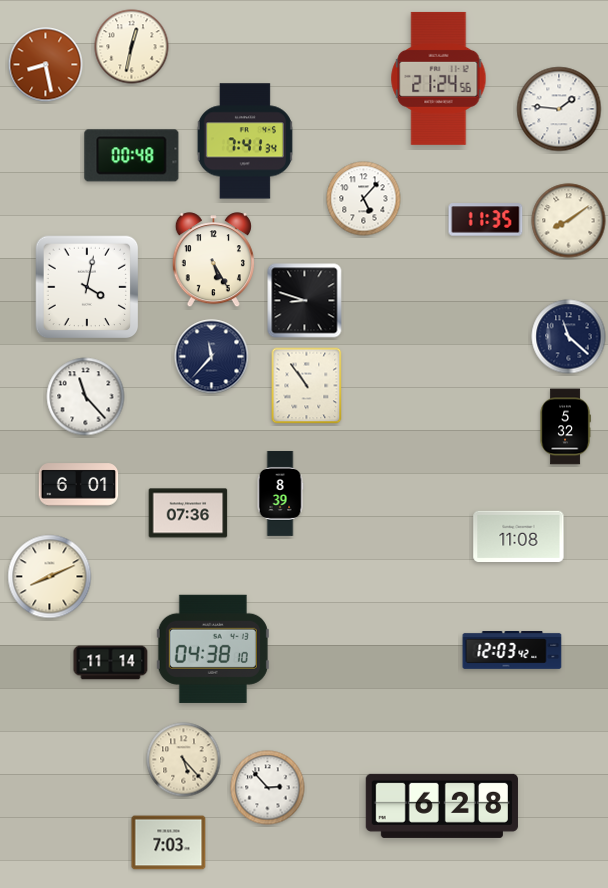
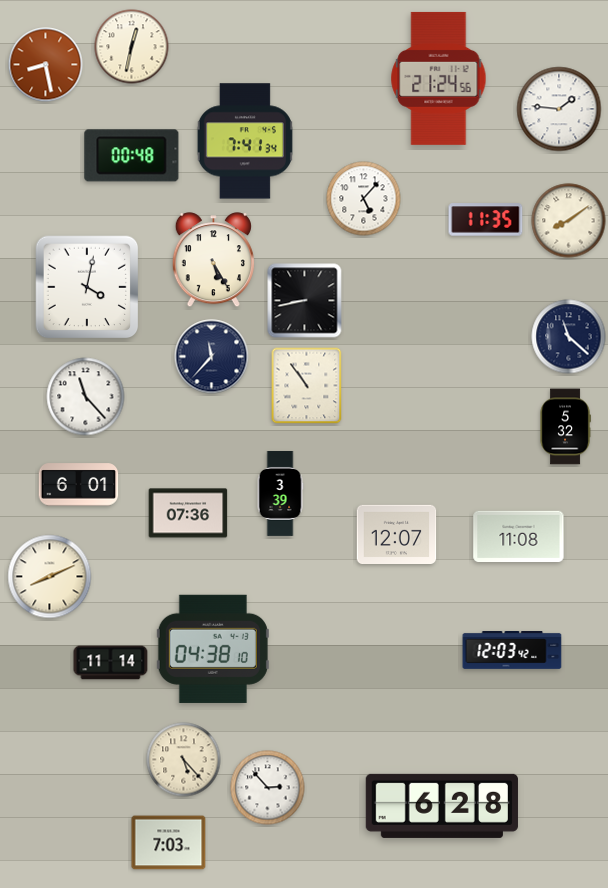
clock at (305, 301): 8:48 -> 8:43
clock at (280, 494): 8:39 -> 3:39
clock at (397, 534): none -> 12:07
